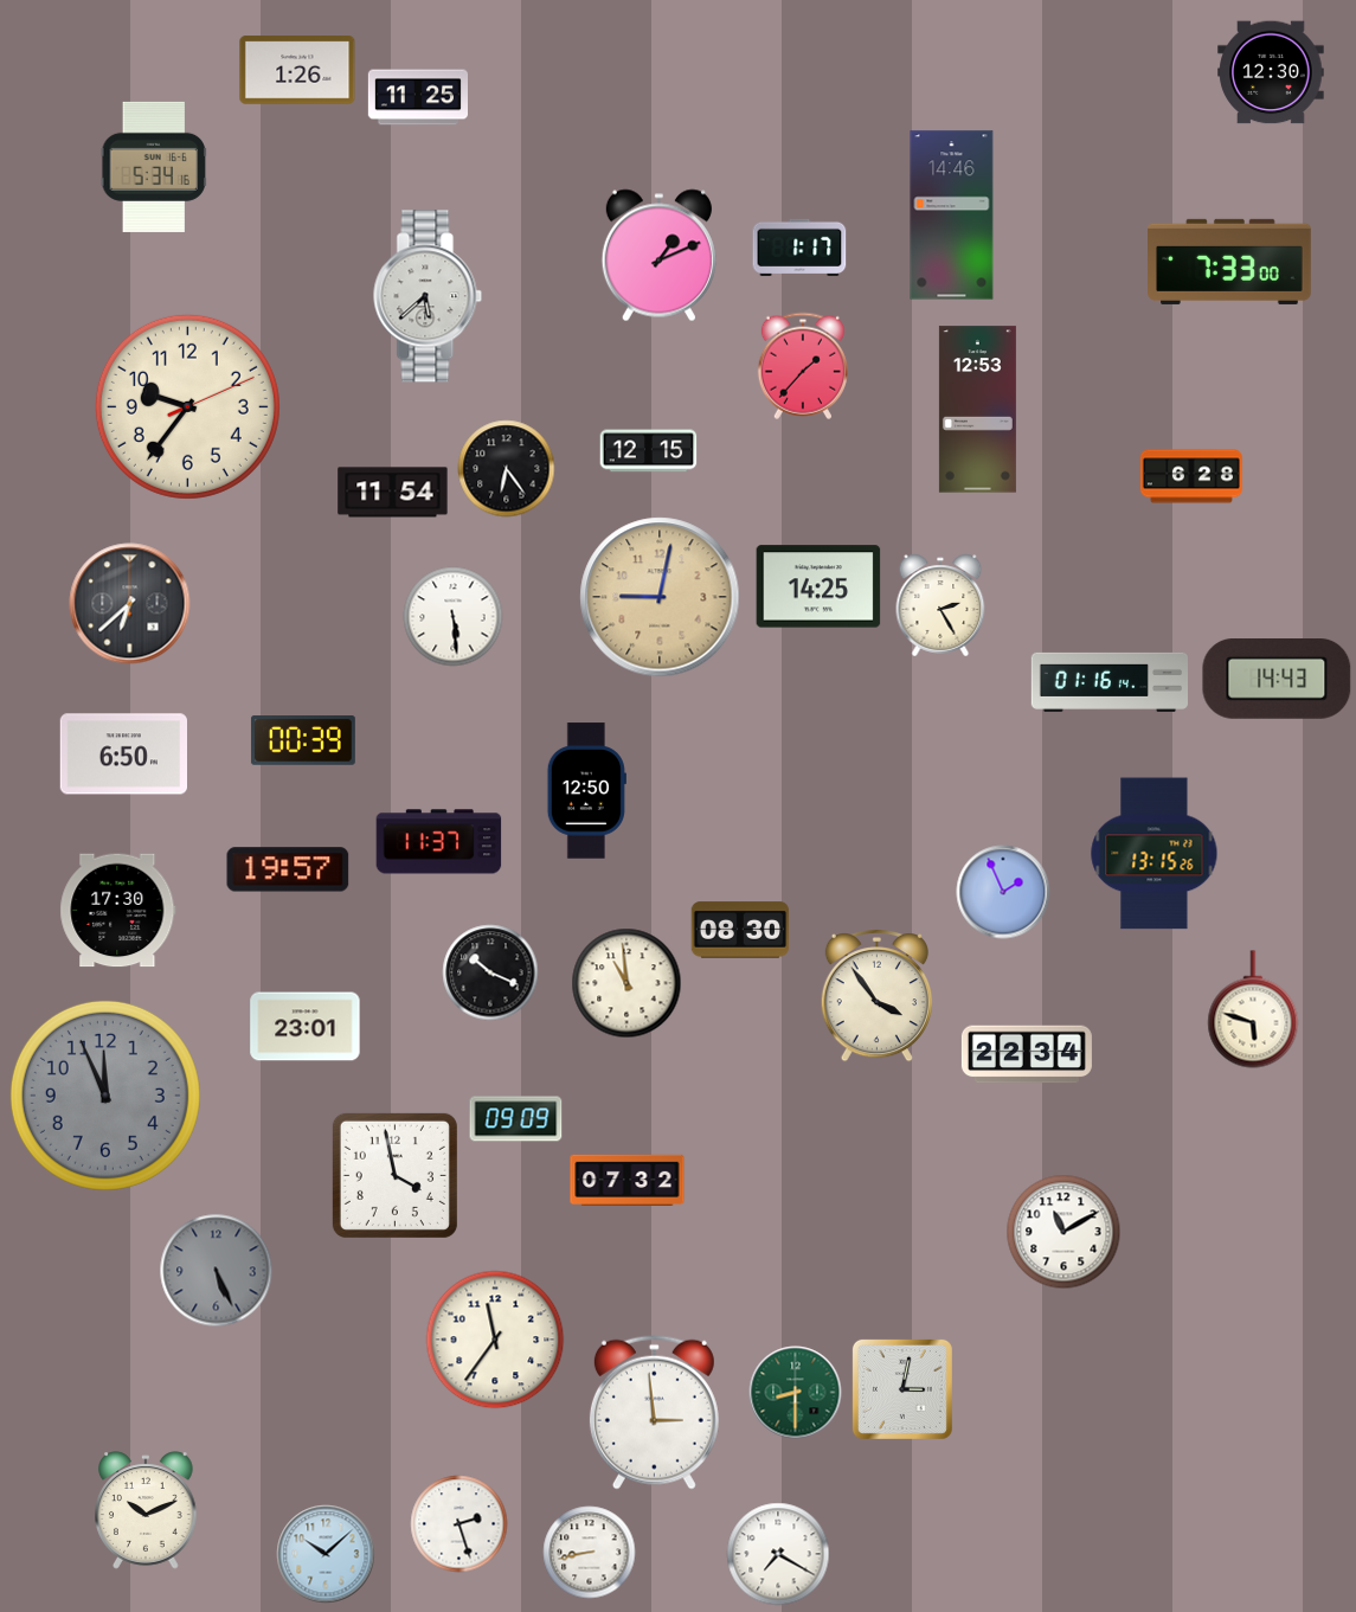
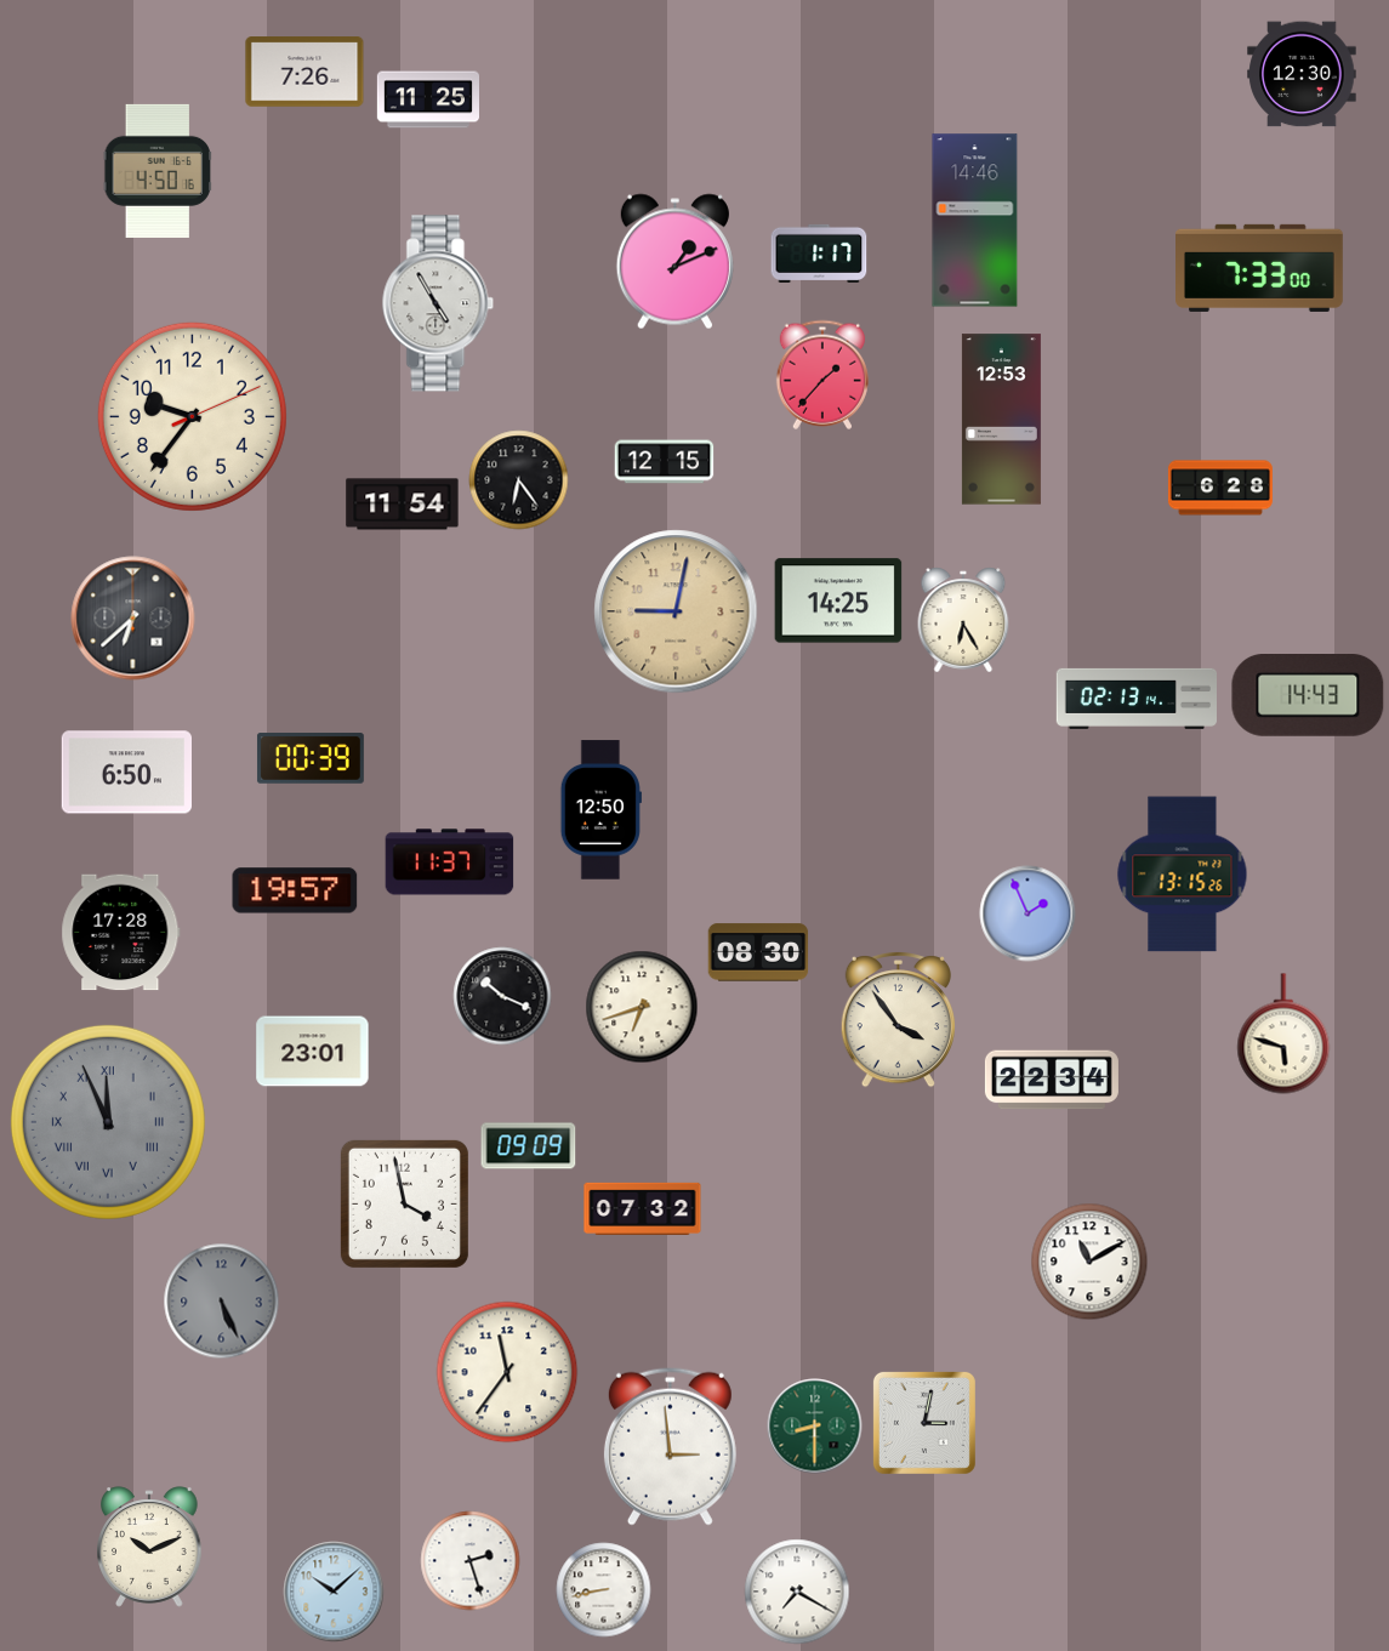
clock at (297, 70): 1:26 -> 7:26
clock at (154, 167): 5:34 -> 4:50
clock at (428, 296): 5:38 -> 4:55
clock at (940, 605): 2:25 -> 6:25
clock at (454, 617): 5:29 -> none
clock at (1108, 682): 01:16 -> 02:13
clock at (118, 911): 17:30 -> 17:28
clock at (626, 983): 10:59 -> 6:42
clock at (105, 1096) numerals: Arabic -> Roman
